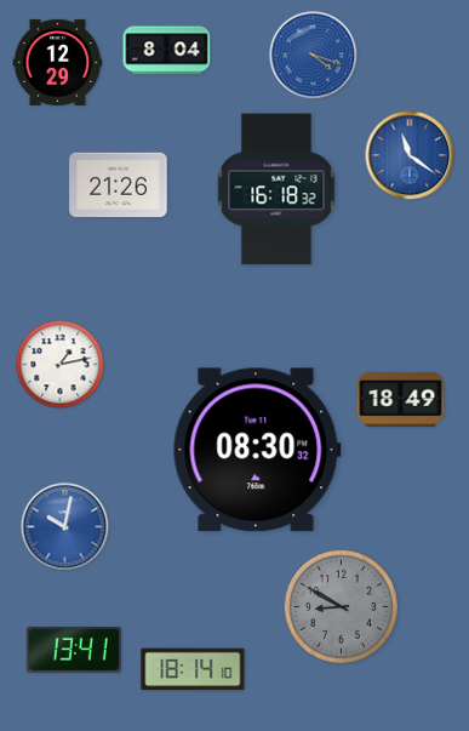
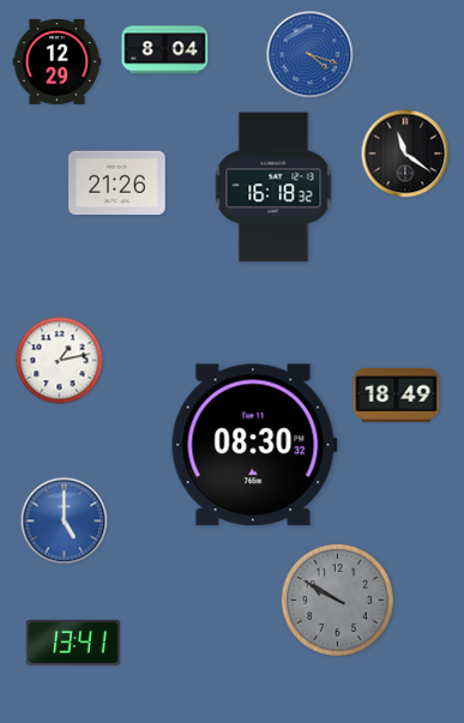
clock at (410, 155) dial: blue -> black
clock at (65, 527): 10:02 -> 5:00
clock at (341, 606): 8:50 -> 9:50
clock at (193, 669): 18:14 -> none
